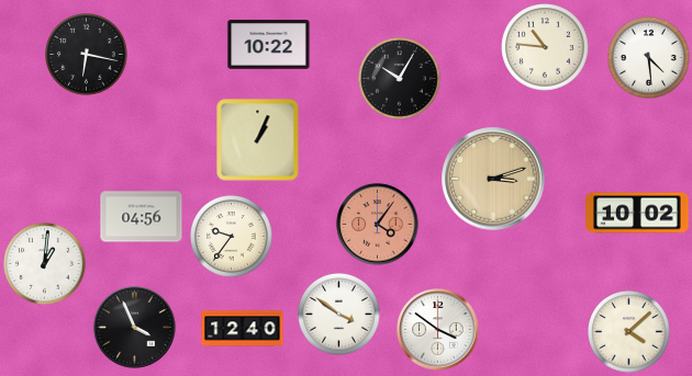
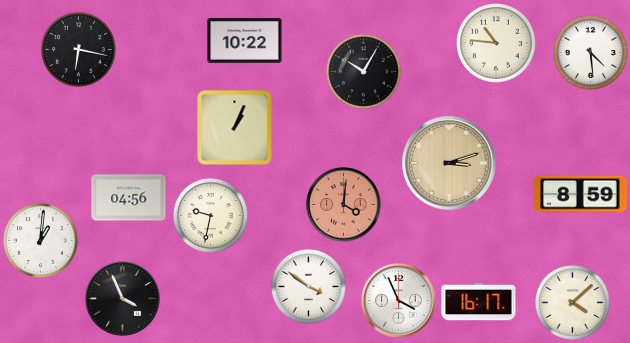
clock at (637, 213): 10:02 -> 8:59
clock at (378, 225): 4:06 -> 4:01
clock at (232, 237): 9:36 -> 9:32
clock at (243, 329): 12:40 -> none
clock at (438, 330): 3:51 -> 3:56
clock at (479, 302): none -> 16:17
